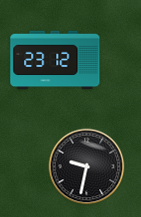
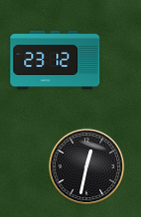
clock at (87, 167): 9:32 -> 12:32
